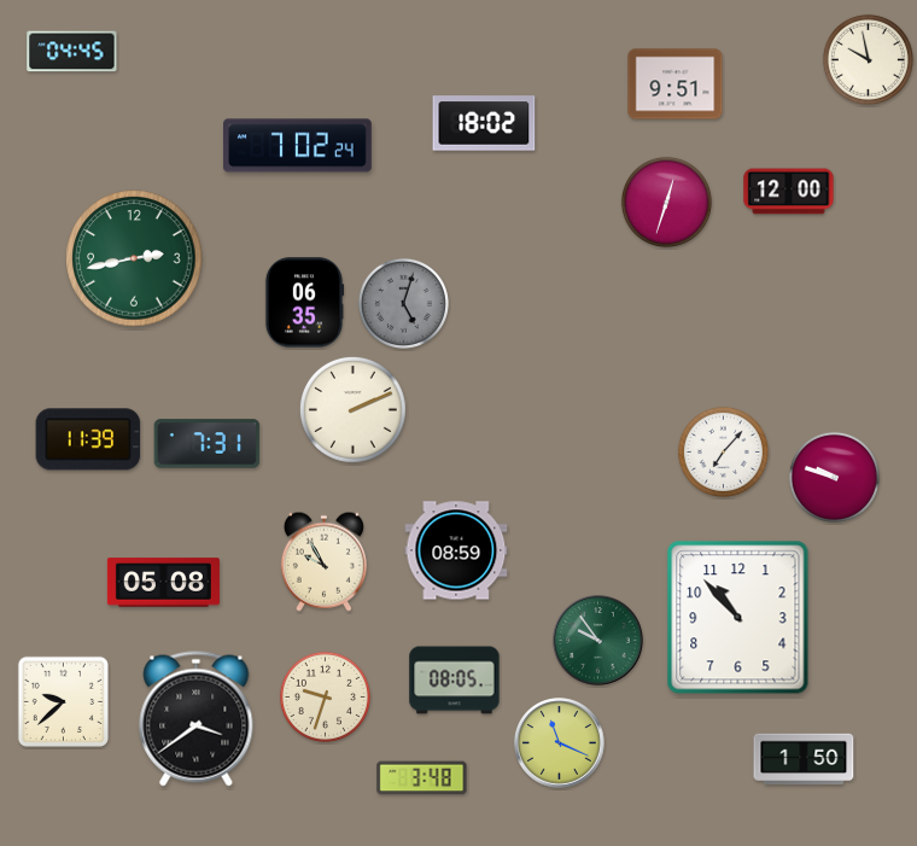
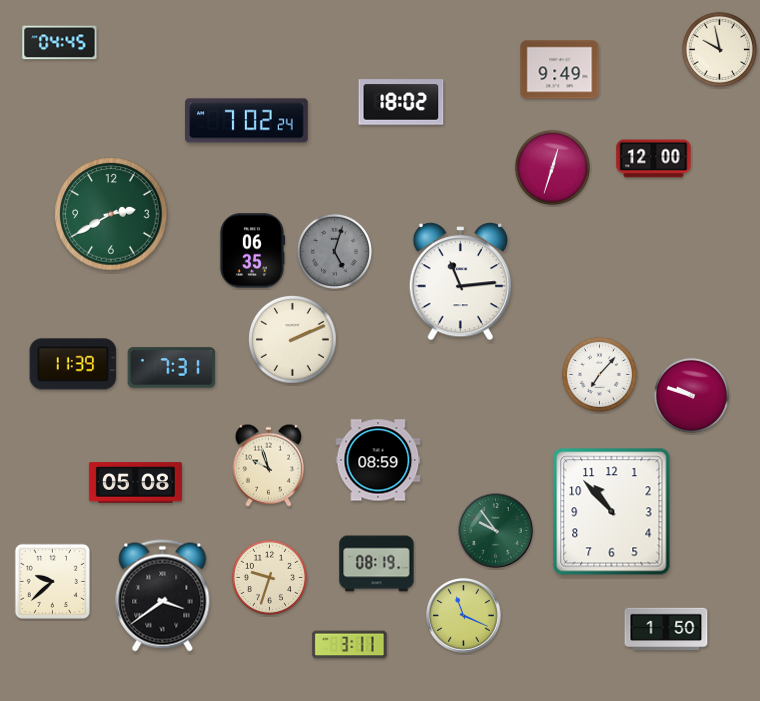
clock at (676, 84): 9:51 -> 9:49
clock at (134, 258): 2:43 -> 2:40
clock at (460, 282): none -> 11:14
clock at (456, 550) position: (456, 550) -> (378, 460)
clock at (323, 561): 9:55 -> 9:57
clock at (455, 681): 08:05 -> 08:19
clock at (422, 778): 3:48 -> 3:11
